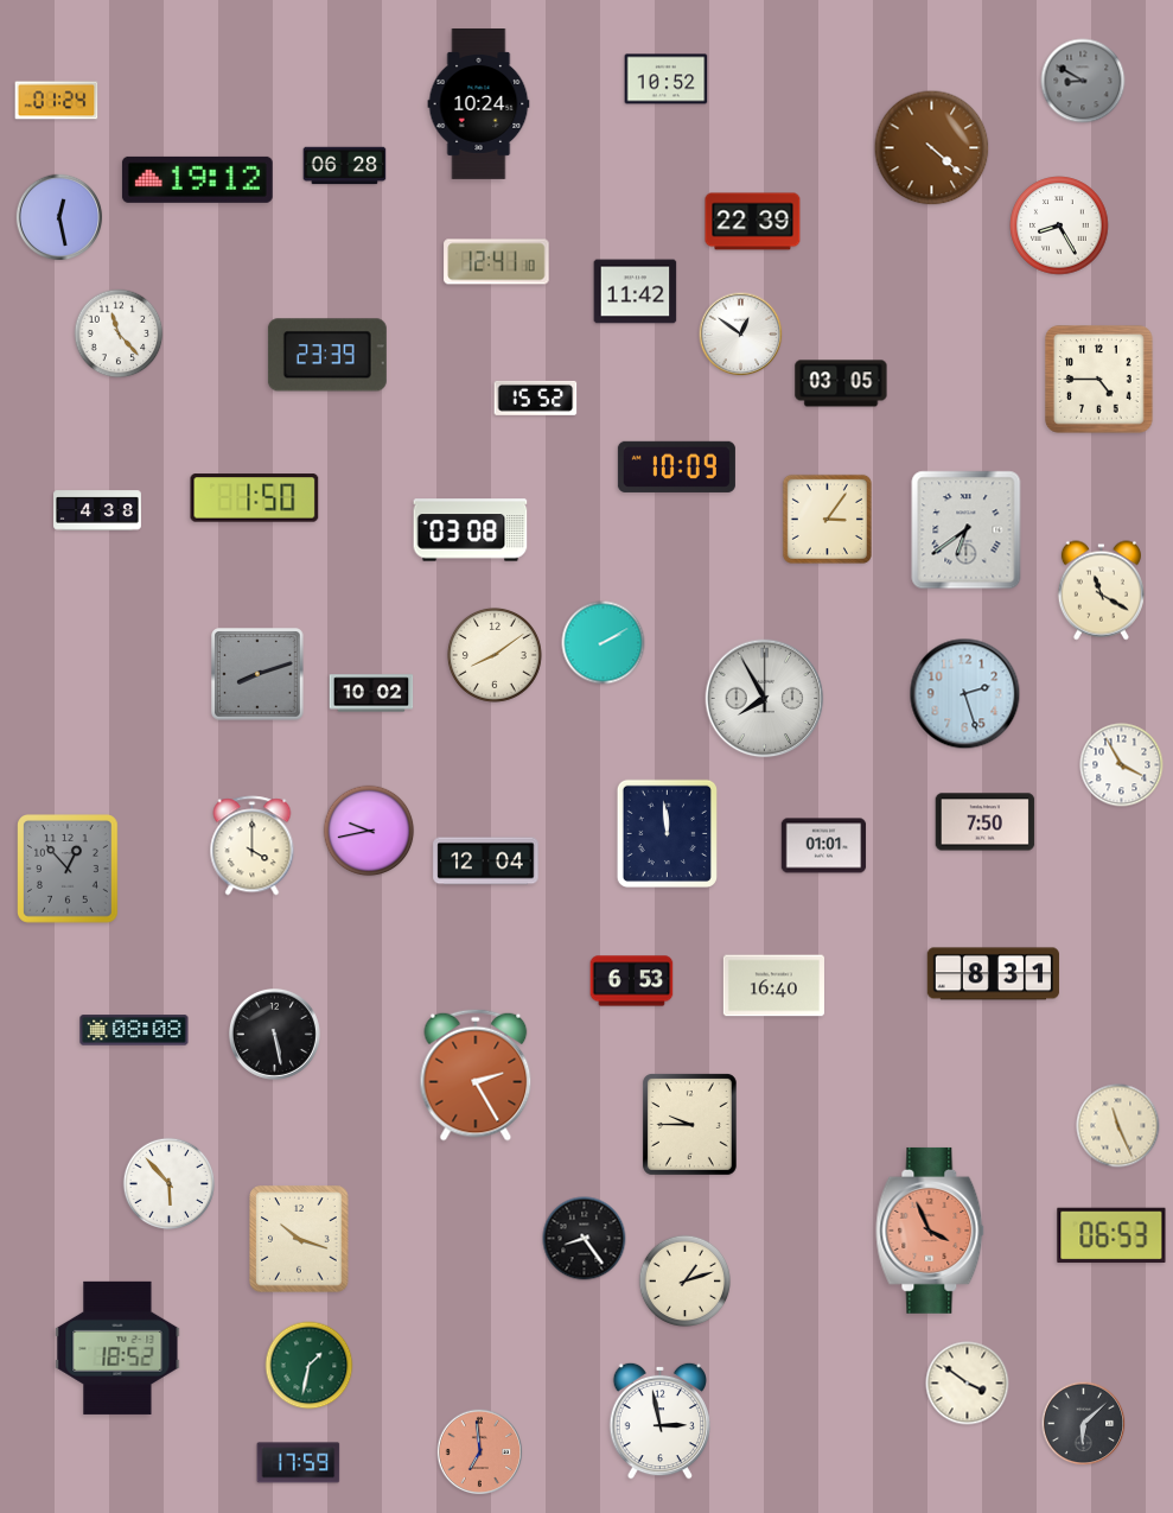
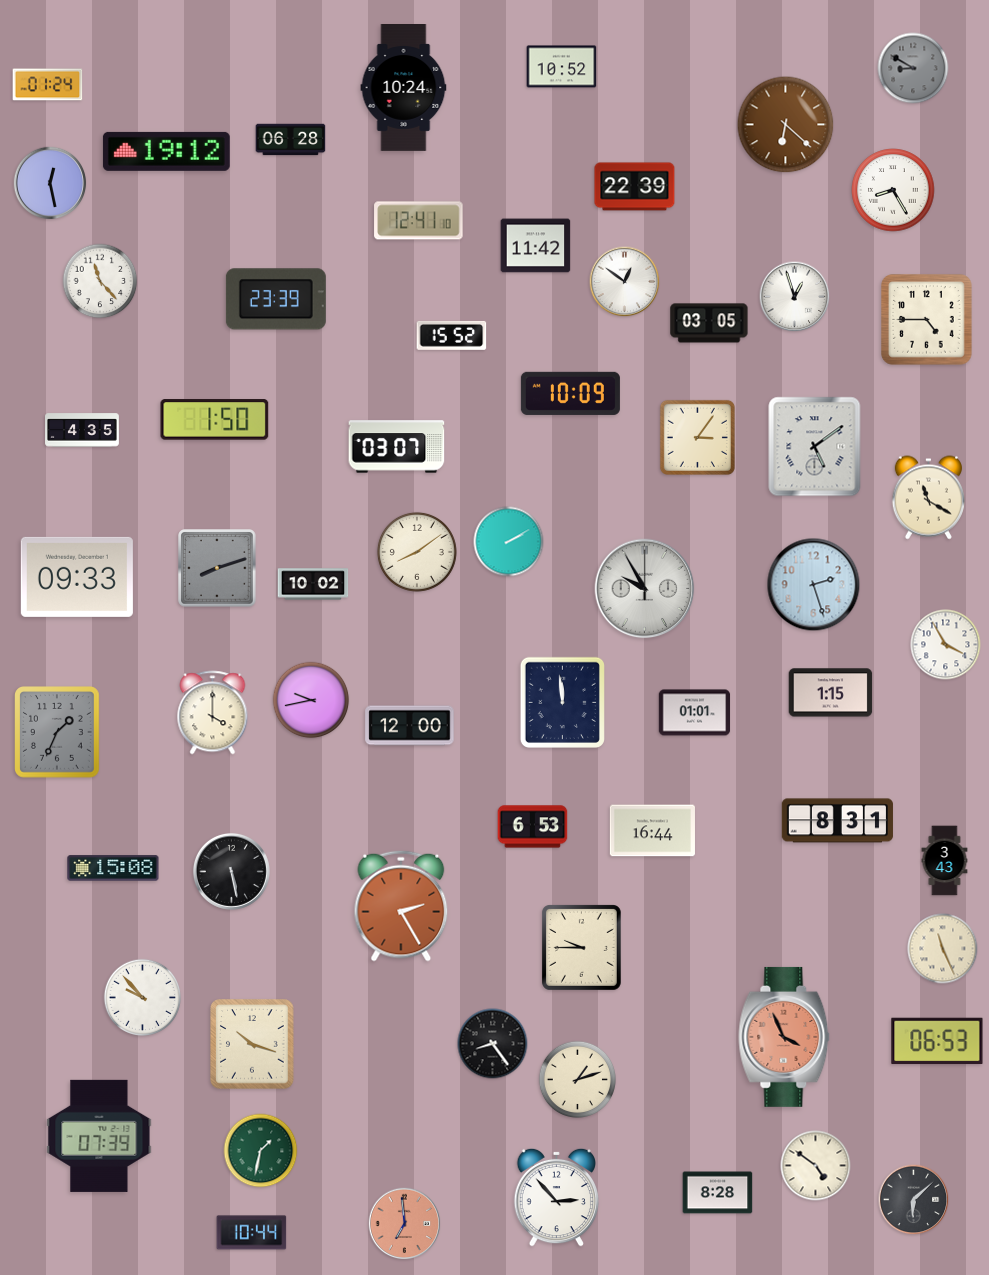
clock at (932, 148): 4:22 -> 6:22
clock at (795, 297): none -> 12:57
clock at (97, 510): 4:38 -> 4:35
clock at (471, 530): 03:08 -> 03:07
clock at (967, 530): 6:39 -> 5:09
clock at (77, 577): none -> 09:33
clock at (765, 699): 7:55 -> 9:55
clock at (986, 822): 7:50 -> 1:15
clock at (486, 862): 12:04 -> 12:00
clock at (69, 870): 12:53 -> 1:34
clock at (773, 986): 16:40 -> 16:44
clock at (945, 861): none -> 3:43
clock at (134, 1030): 08:08 -> 15:08
clock at (170, 1184): 5:53 -> 9:53
clock at (117, 1348): 18:52 -> 07:39
clock at (968, 1384): 3:51 -> 4:51
clock at (718, 1193): none -> 8:28
clock at (661, 1420): 2:58 -> 2:53
clock at (299, 1463): 17:59 -> 10:44
